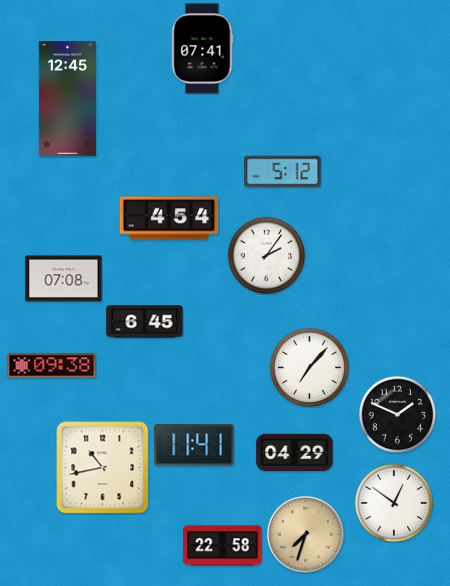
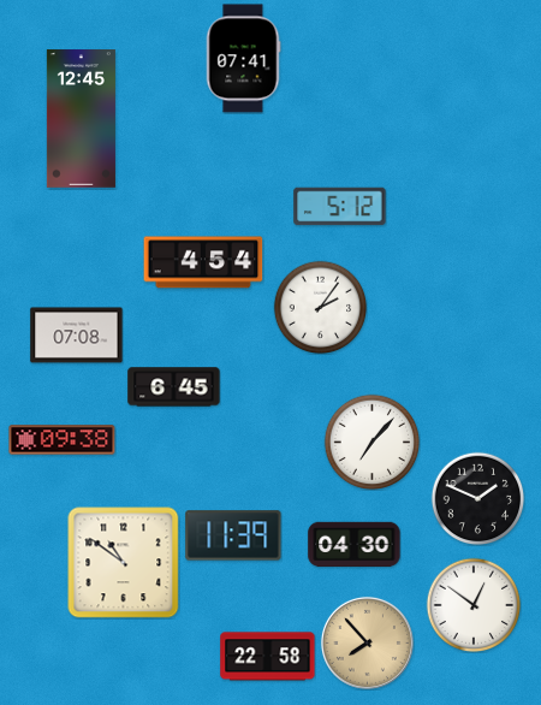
clock at (194, 445): 11:41 -> 11:39
clock at (295, 453): 04:29 -> 04:30
clock at (103, 468): 10:43 -> 10:51
clock at (305, 534): 7:33 -> 7:53
